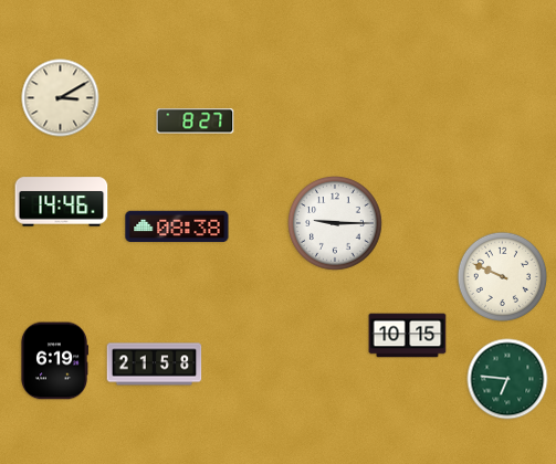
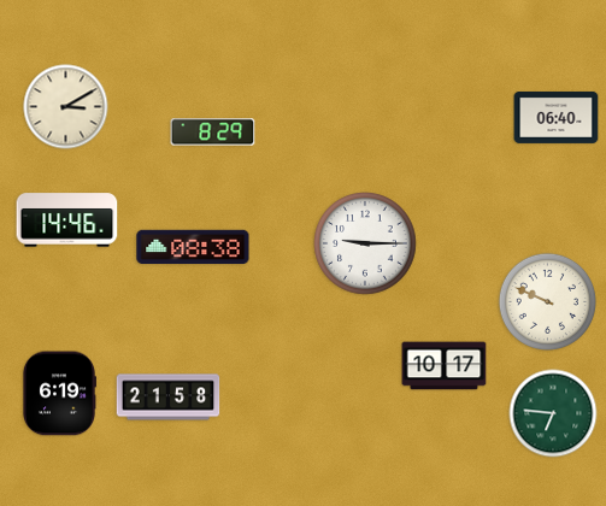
clock at (557, 117): none -> 06:40
clock at (196, 122): 8:27 -> 8:29
clock at (408, 336): 10:15 -> 10:17
